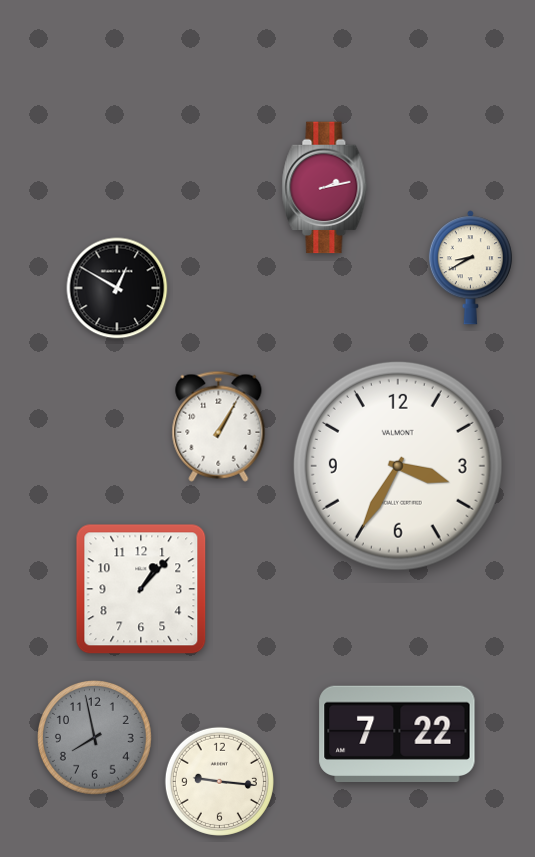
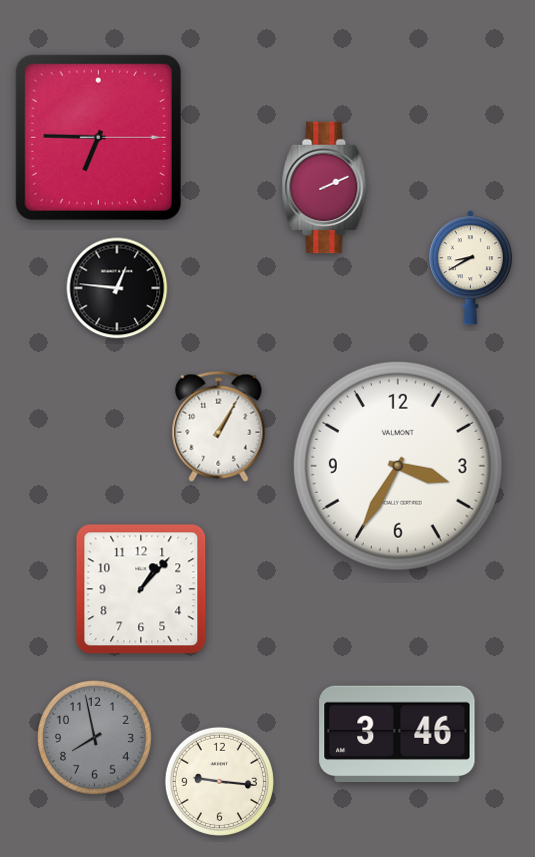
clock at (98, 137): none -> 6:45
clock at (325, 188): 2:13 -> 2:11
clock at (117, 288): 12:50 -> 12:46
clock at (397, 733): 7:22 -> 3:46
